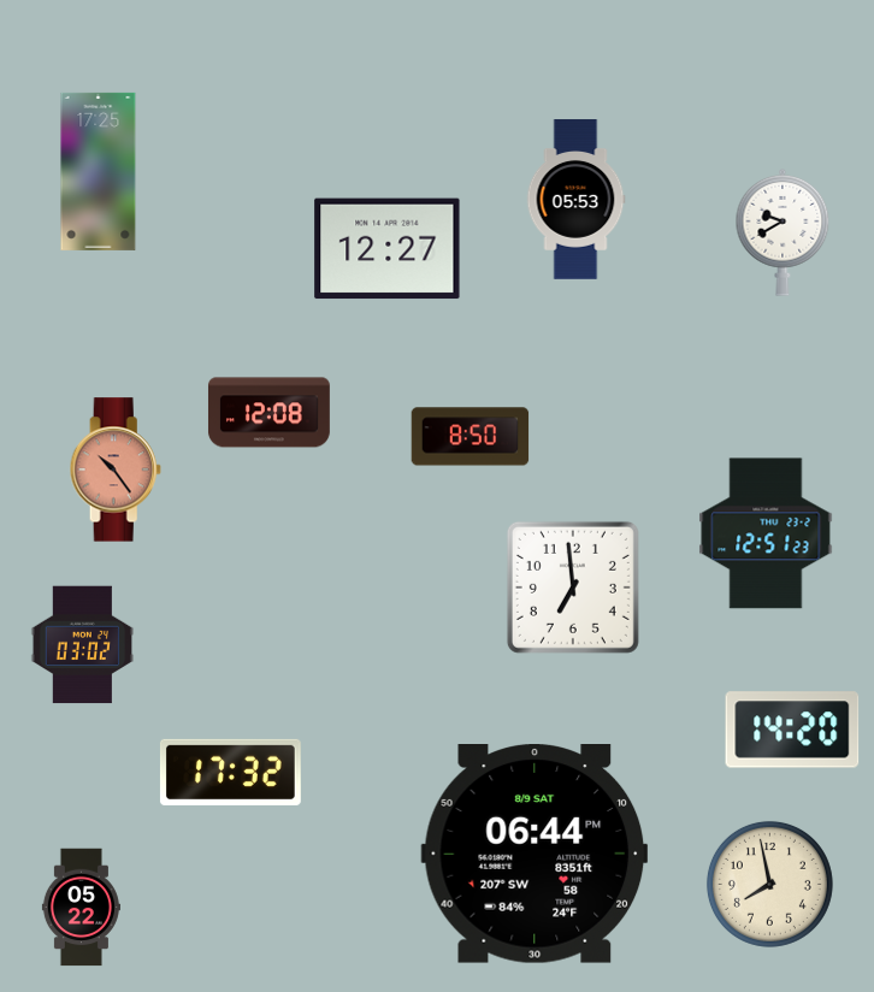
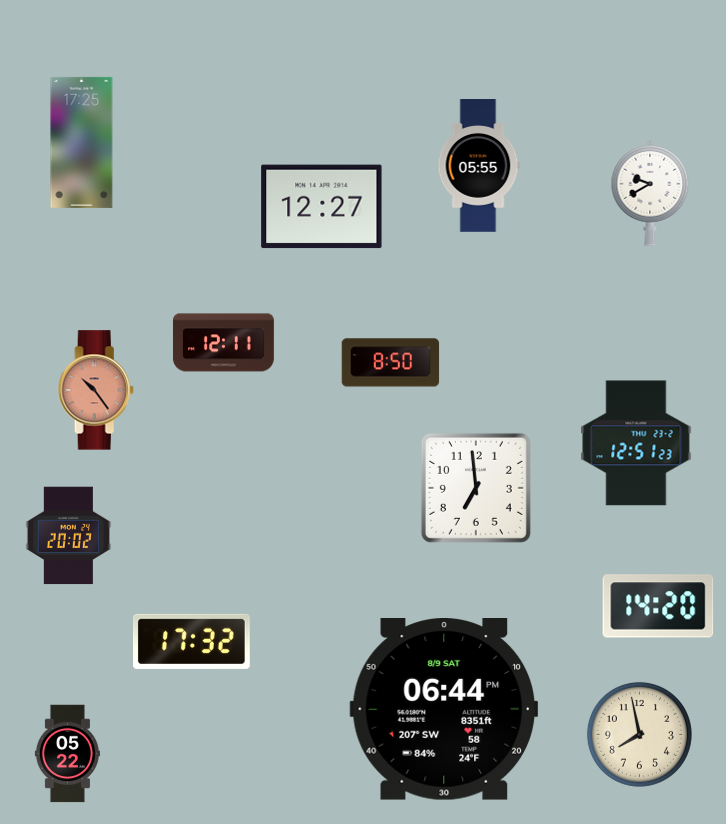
clock at (575, 200): 05:53 -> 05:55
clock at (268, 413): 12:08 -> 12:11
clock at (83, 645): 03:02 -> 20:02
